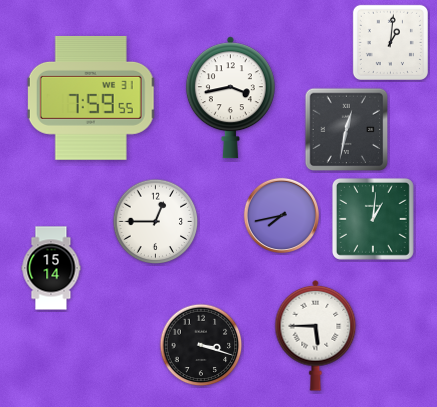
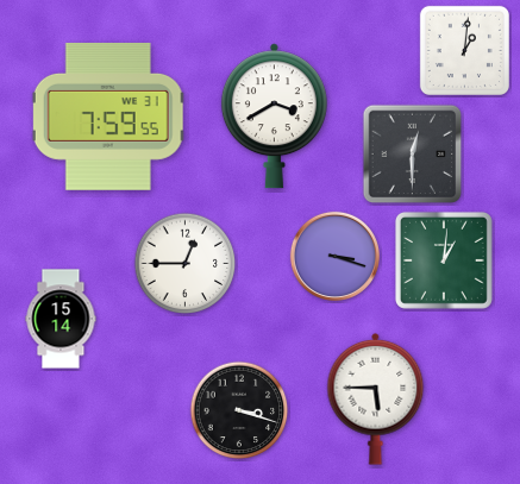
clock at (230, 98): 3:43 -> 3:40
clock at (347, 130): 12:32 -> 12:30
clock at (281, 215): 7:43 -> 3:18
